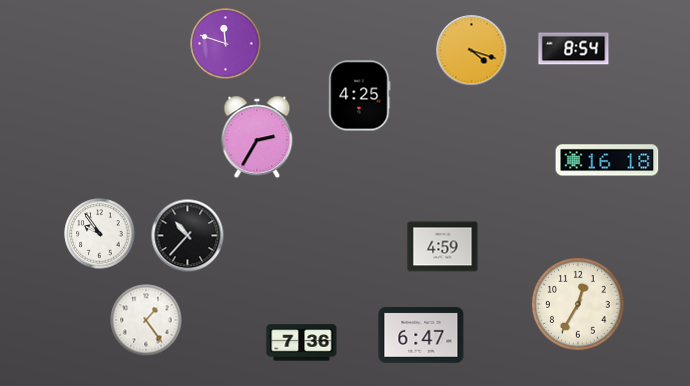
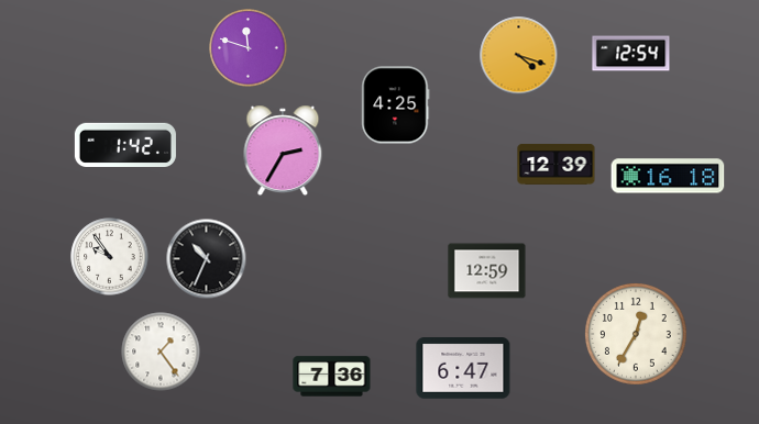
clock at (574, 49): 8:54 -> 12:54
clock at (125, 144): none -> 1:42
clock at (557, 164): none -> 12:39
clock at (188, 236): 10:37 -> 10:34
clock at (443, 247): 4:59 -> 12:59
